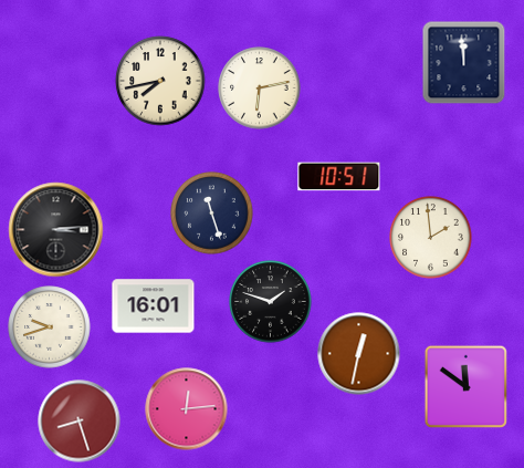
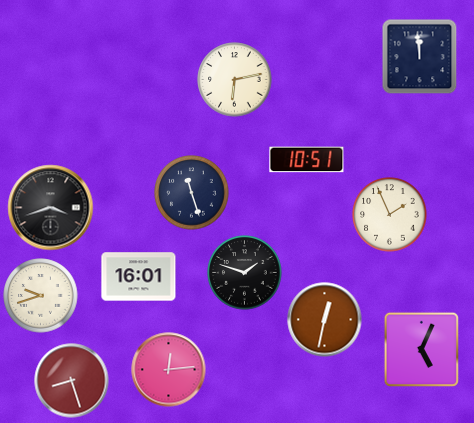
clock at (160, 81): 7:43 -> none
clock at (56, 230): 3:14 -> 3:42
clock at (431, 238): 1:59 -> 1:56
clock at (50, 327) position: (50, 327) -> (41, 296)
clock at (467, 387): 11:51 -> 5:04
